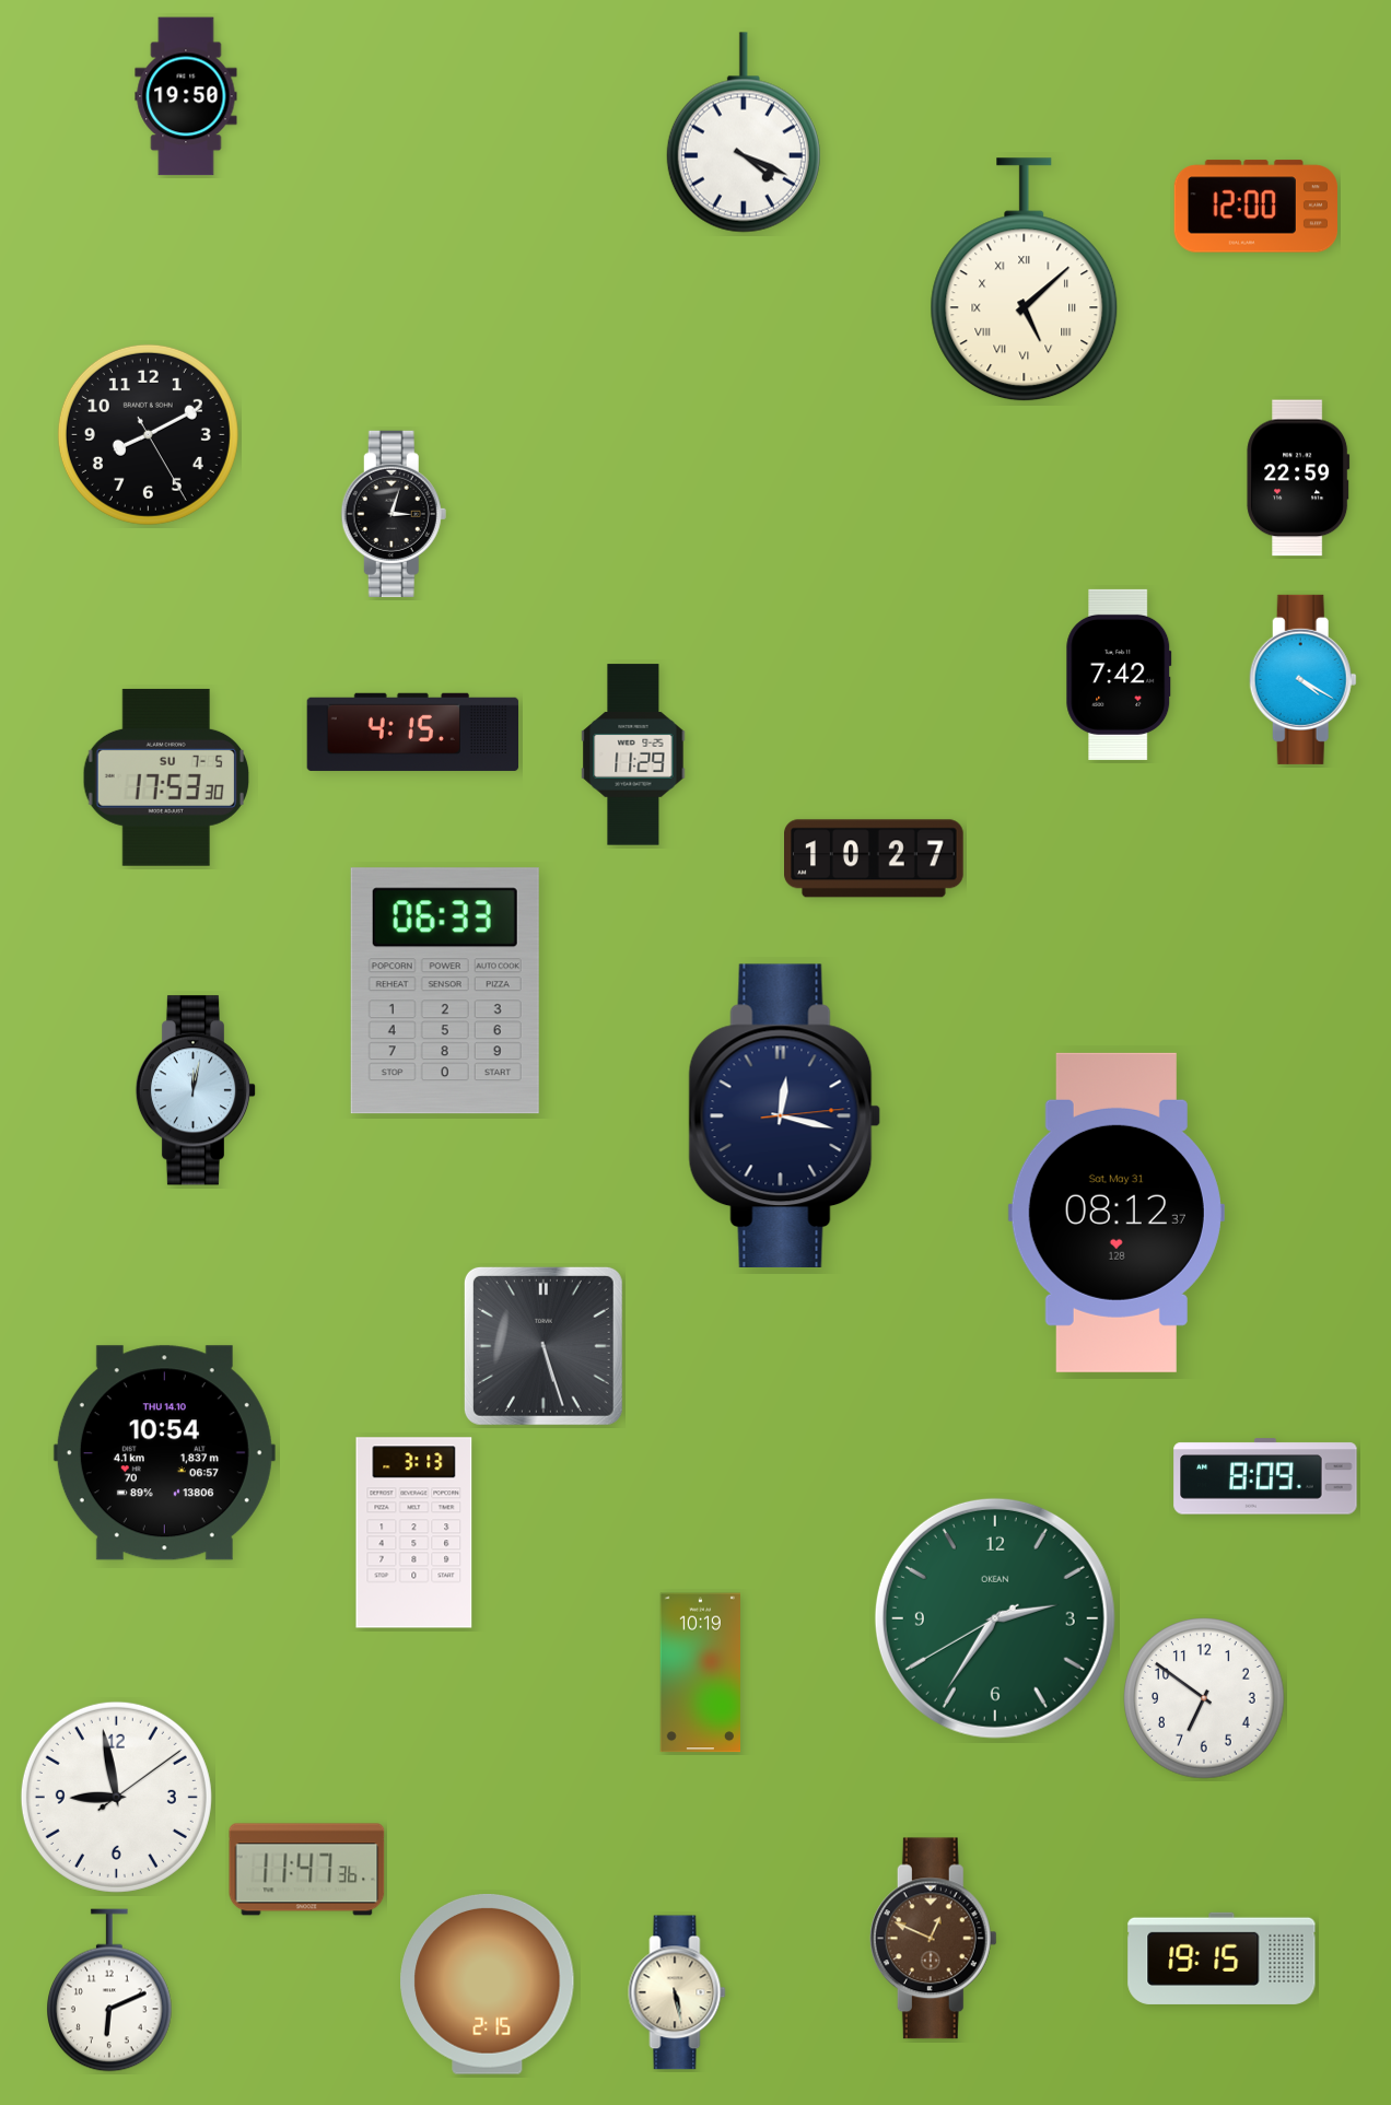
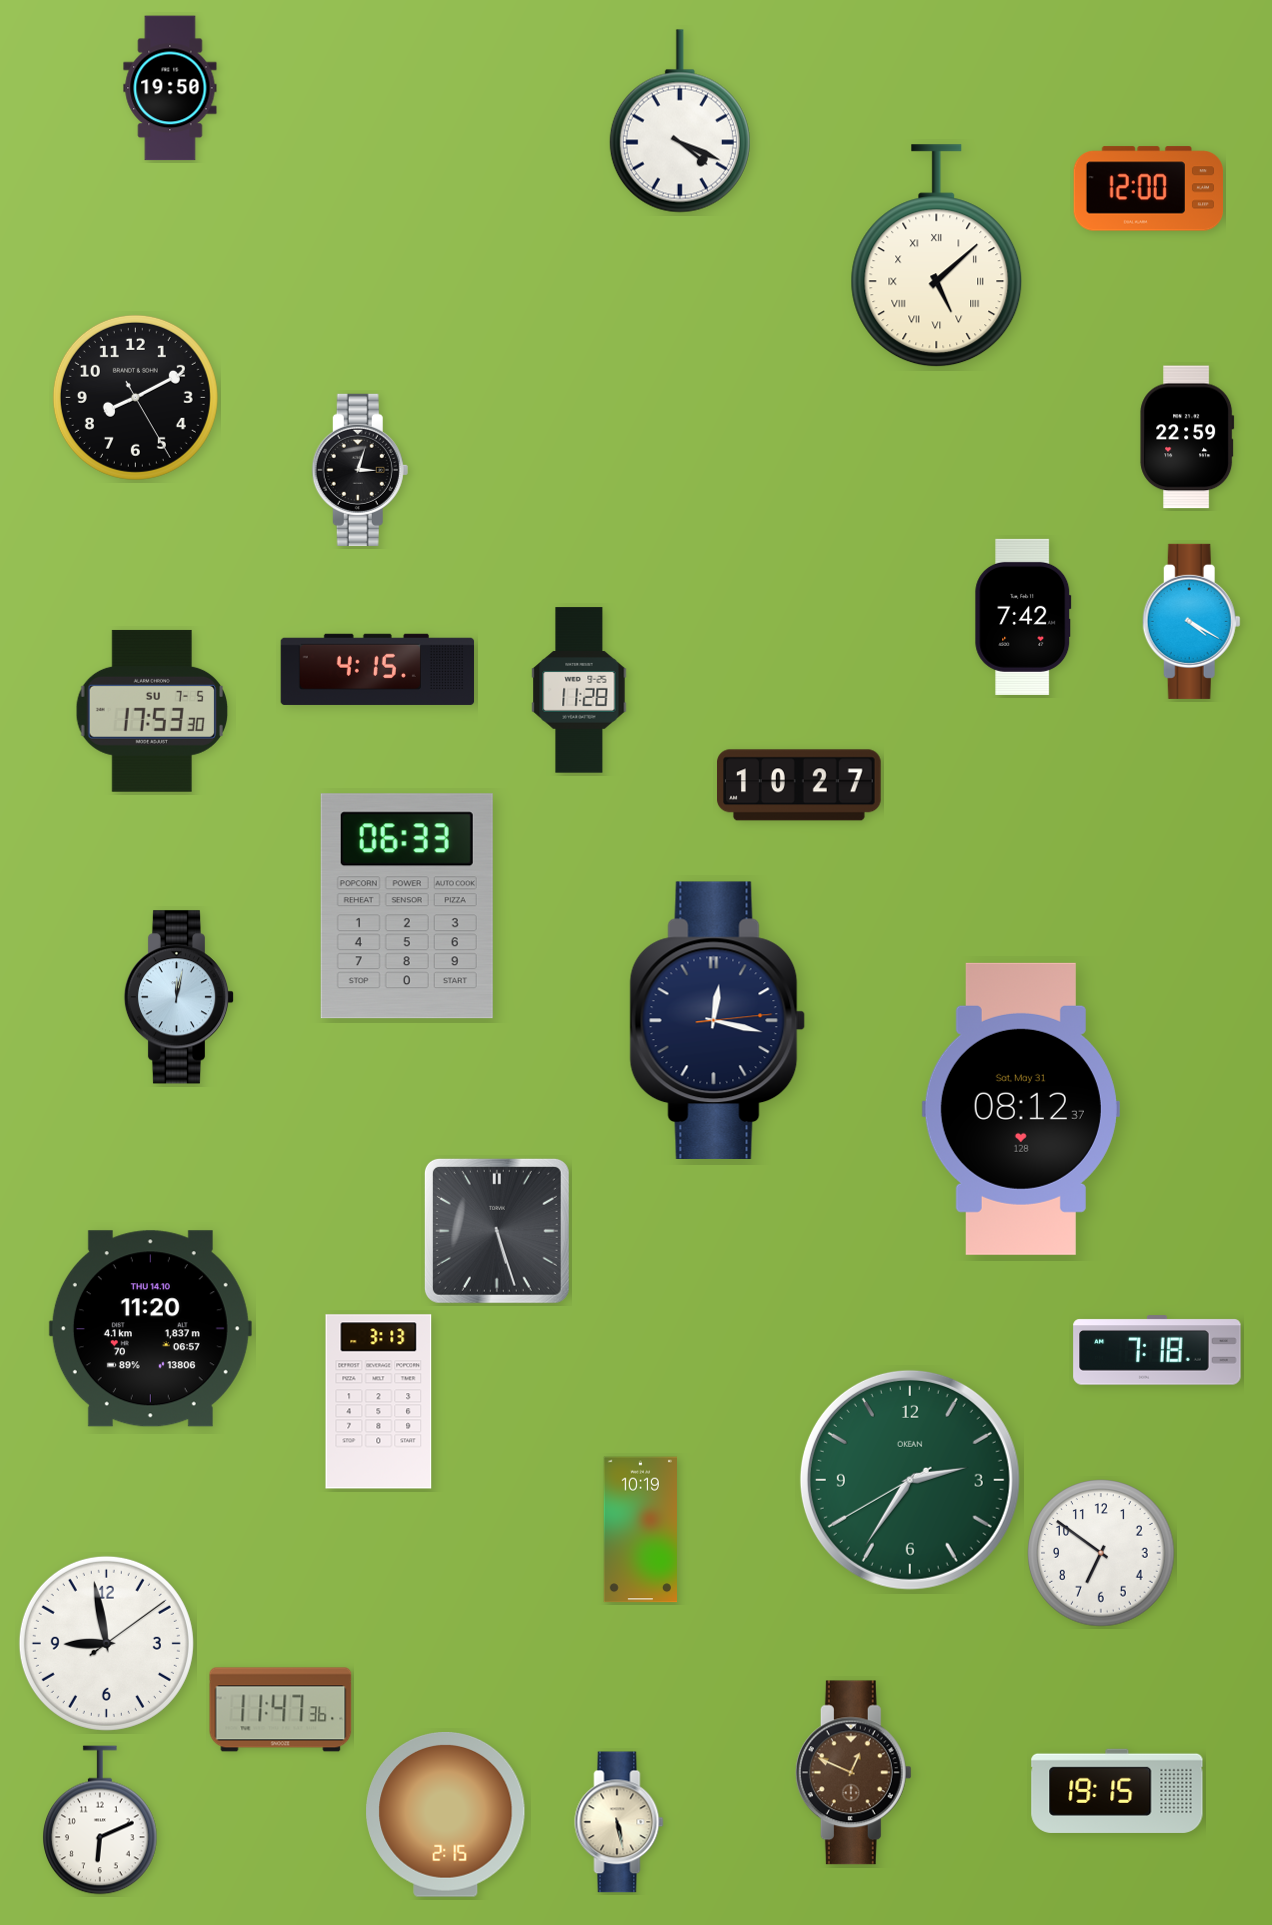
clock at (633, 755): 11:29 -> 11:28
clock at (164, 1453): 10:54 -> 11:20
clock at (1265, 1476): 8:09 -> 7:18
